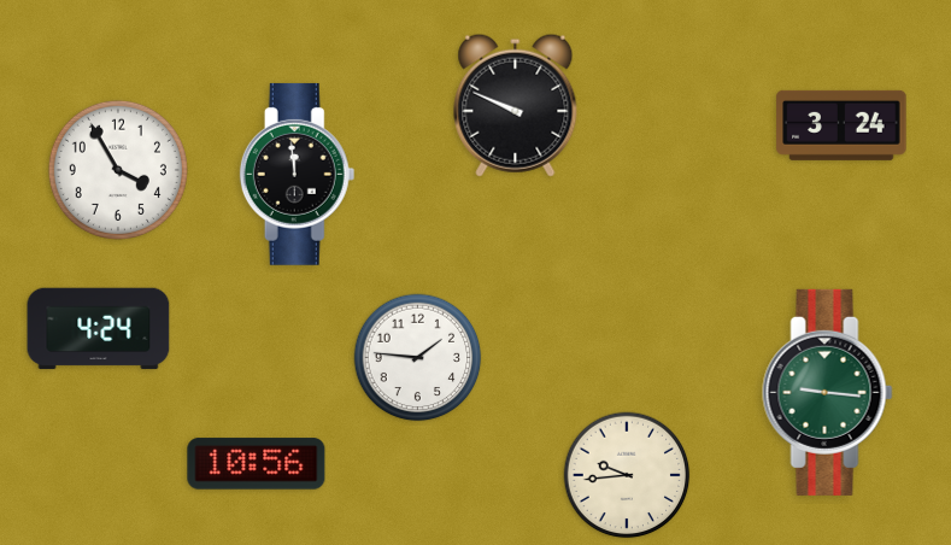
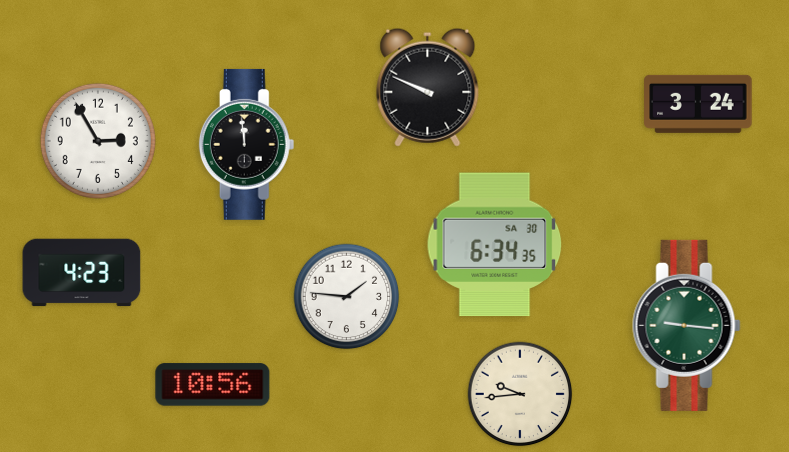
clock at (118, 170): 3:55 -> 2:55
clock at (495, 245): none -> 6:34
clock at (99, 329): 4:24 -> 4:23
